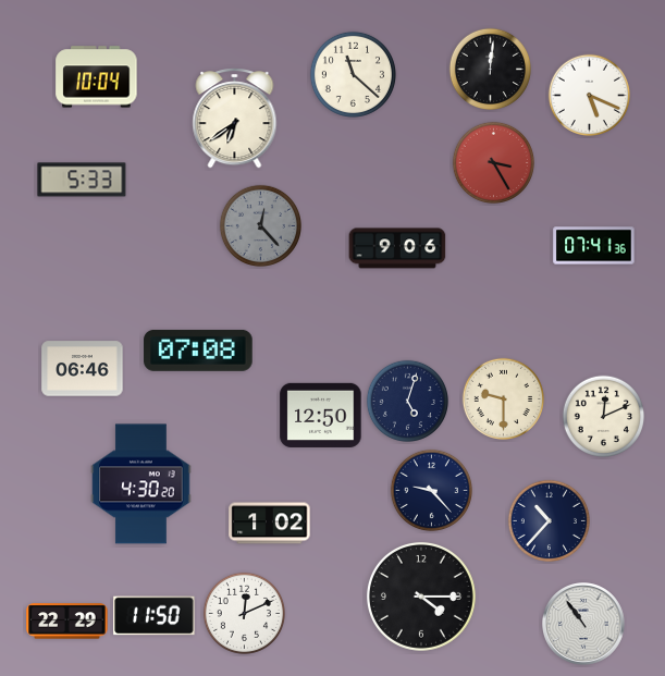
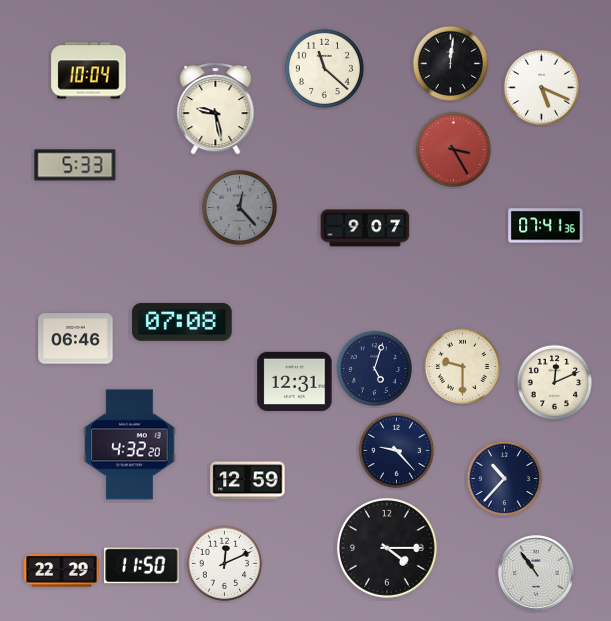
clock at (235, 119): 6:39 -> 9:28
clock at (397, 248): 9:06 -> 9:07
clock at (321, 415): 12:50 -> 12:31
clock at (141, 484): 4:30 -> 4:32
clock at (270, 524): 1:02 -> 12:59
